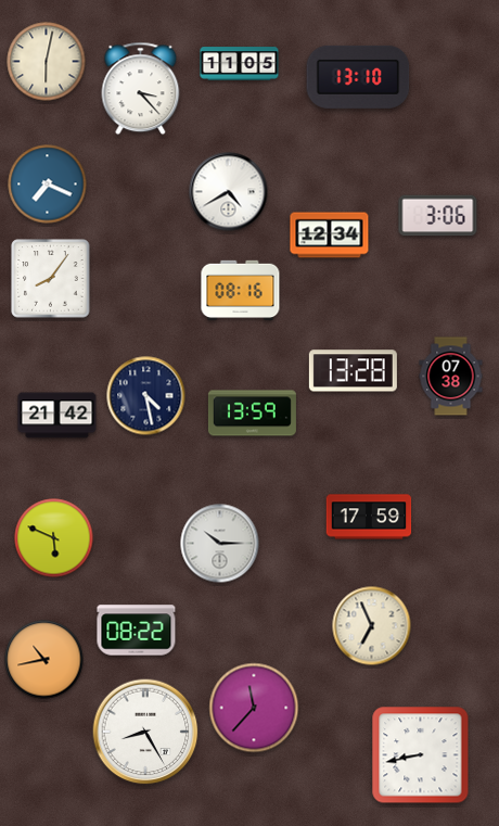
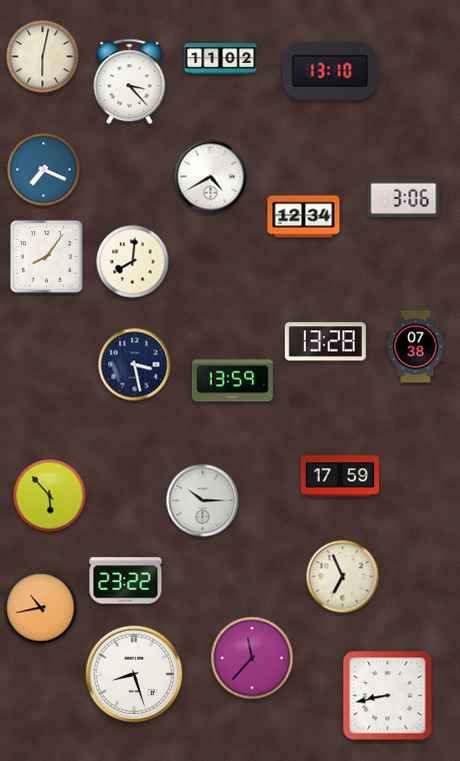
clock at (240, 64): 11:05 -> 11:02
clock at (133, 262): none -> 8:01
clock at (241, 291): 08:16 -> none
clock at (146, 396): 4:28 -> 3:28
clock at (57, 416): 21:42 -> none
clock at (54, 538): 5:49 -> 5:53
clock at (137, 631): 08:22 -> 23:22
clock at (254, 708) position: (254, 708) -> (252, 658)
clock at (145, 732): 8:25 -> 8:27
